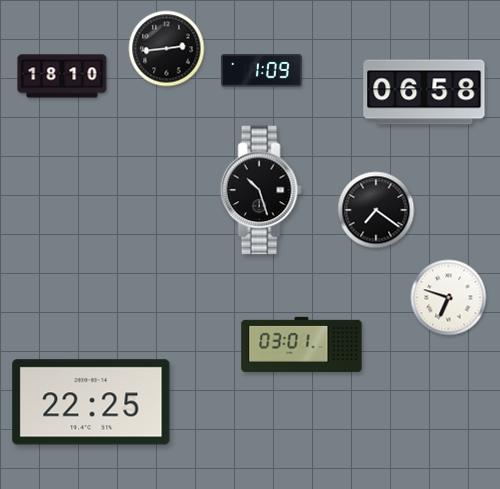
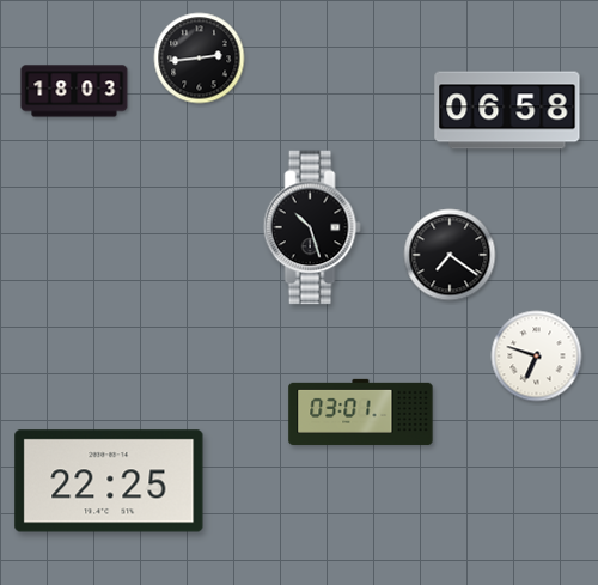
clock at (261, 71): 1:09 -> none
clock at (62, 76): 18:10 -> 18:03
clock at (376, 210) position: (376, 210) -> (450, 255)
